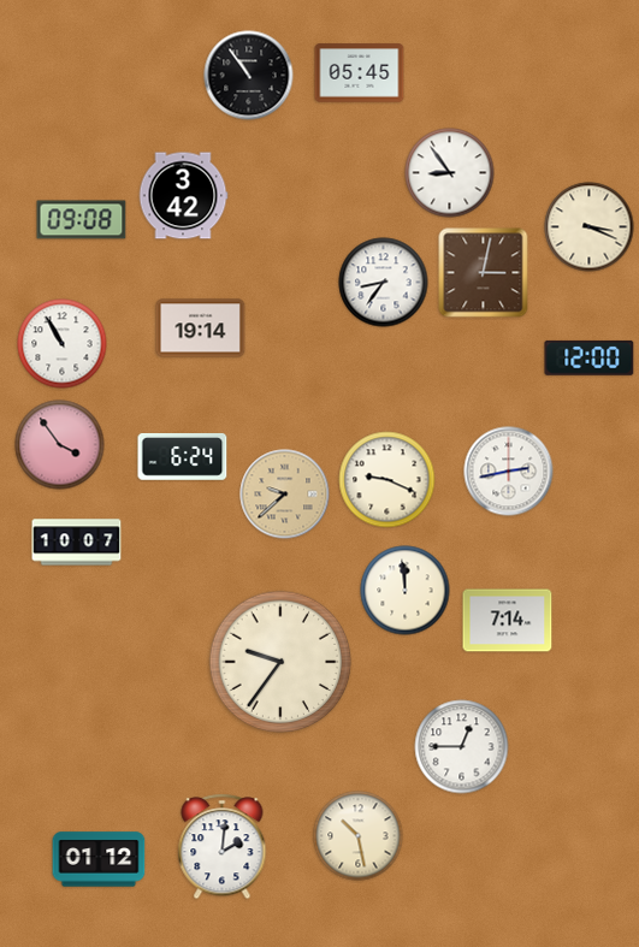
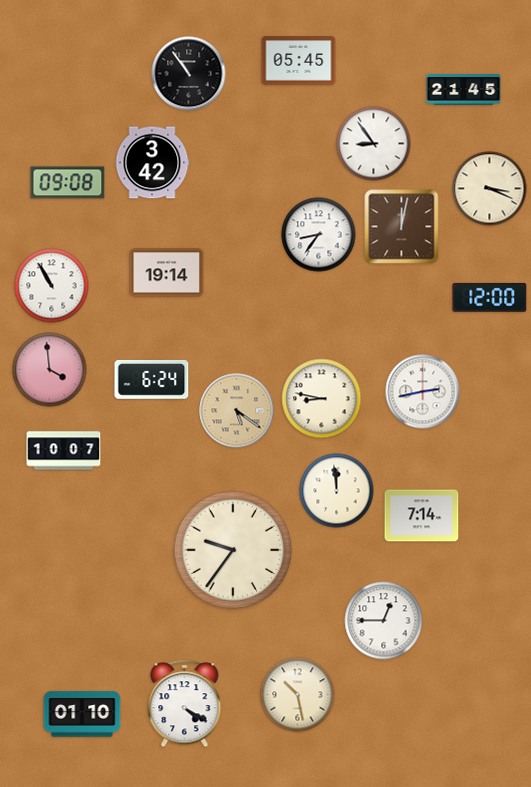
clock at (249, 76) position: (249, 76) -> (189, 74)
clock at (464, 90): none -> 21:45
clock at (484, 273): 3:02 -> 12:02
clock at (60, 445): 3:54 -> 3:59
clock at (387, 480): 9:19 -> 8:47
clock at (285, 495): 9:38 -> 5:21
clock at (223, 847): 2:01 -> 4:20
clock at (99, 859): 01:12 -> 01:10
